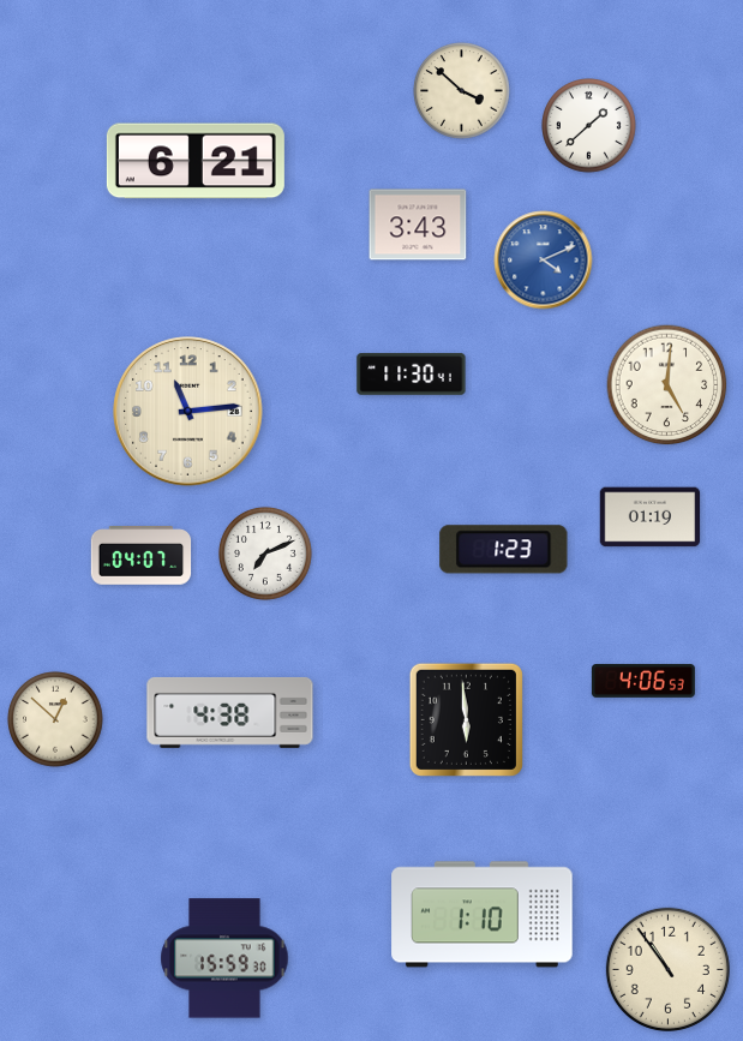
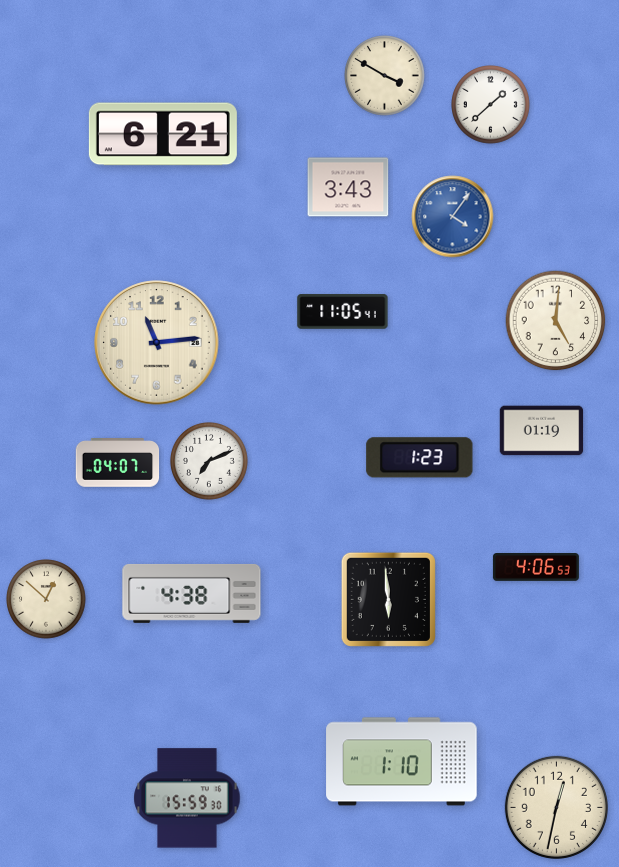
clock at (462, 91): 3:52 -> 3:50
clock at (544, 261): 4:11 -> 4:06
clock at (412, 375): 11:30 -> 11:05
clock at (265, 554) position: (265, 554) -> (209, 461)
clock at (667, 969): 10:54 -> 12:32
